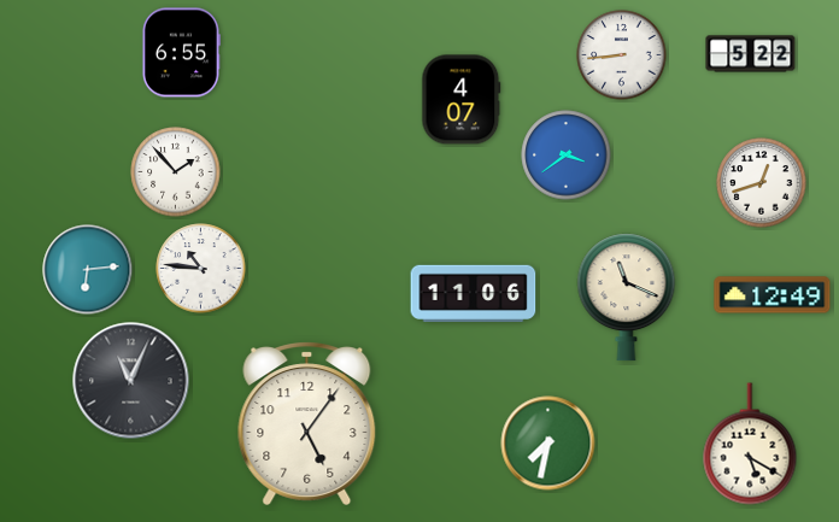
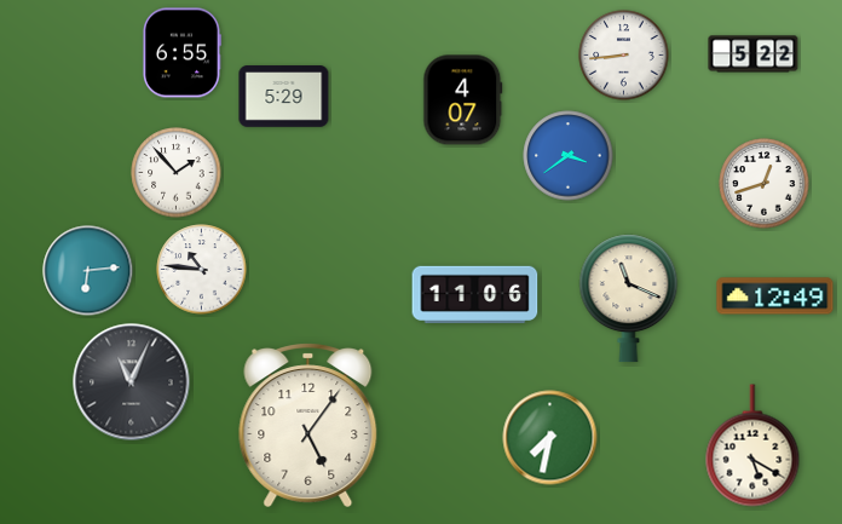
clock at (284, 97): none -> 5:29
clock at (548, 444) position: (548, 444) -> (550, 438)
